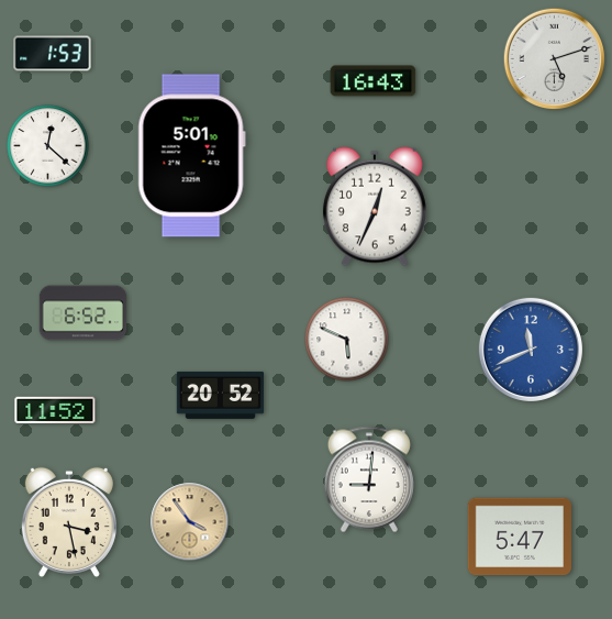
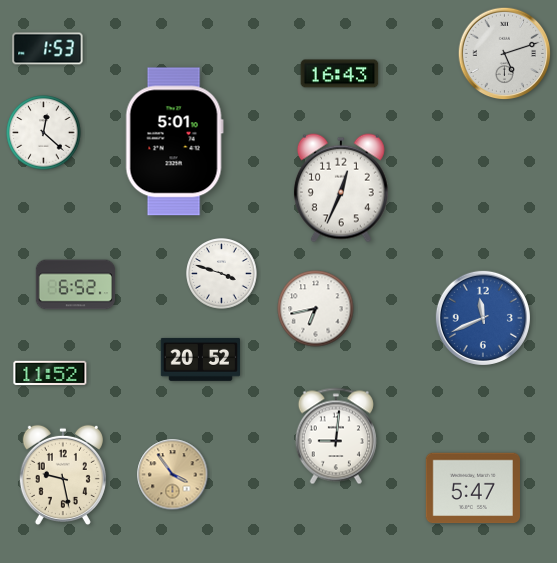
clock at (222, 274): none -> 3:48
clock at (347, 340): 5:49 -> 6:43
clock at (69, 522): 3:28 -> 9:28
